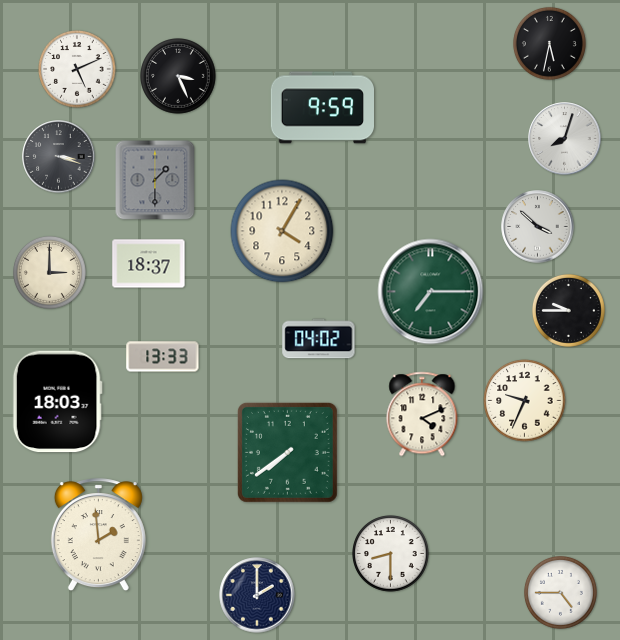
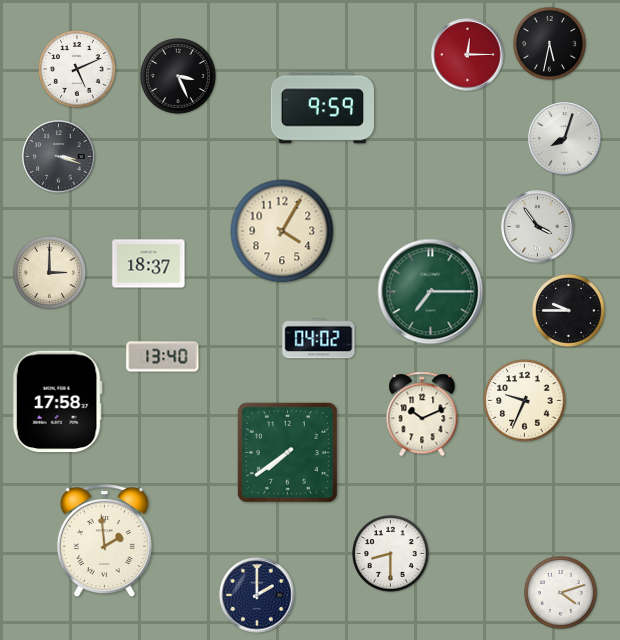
clock at (468, 55): none -> 12:15
clock at (155, 180): 1:30 -> none
clock at (538, 227): 3:52 -> 3:54
clock at (163, 357): 13:33 -> 13:40
clock at (57, 402): 18:03 -> 17:58
clock at (422, 414): 4:11 -> 10:11
clock at (98, 535) position: (98, 535) -> (104, 541)
clock at (560, 592): 4:45 -> 4:12
